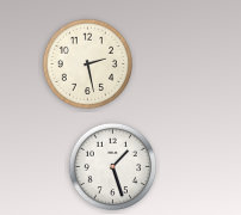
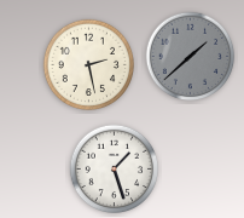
clock at (191, 57): none -> 1:38
